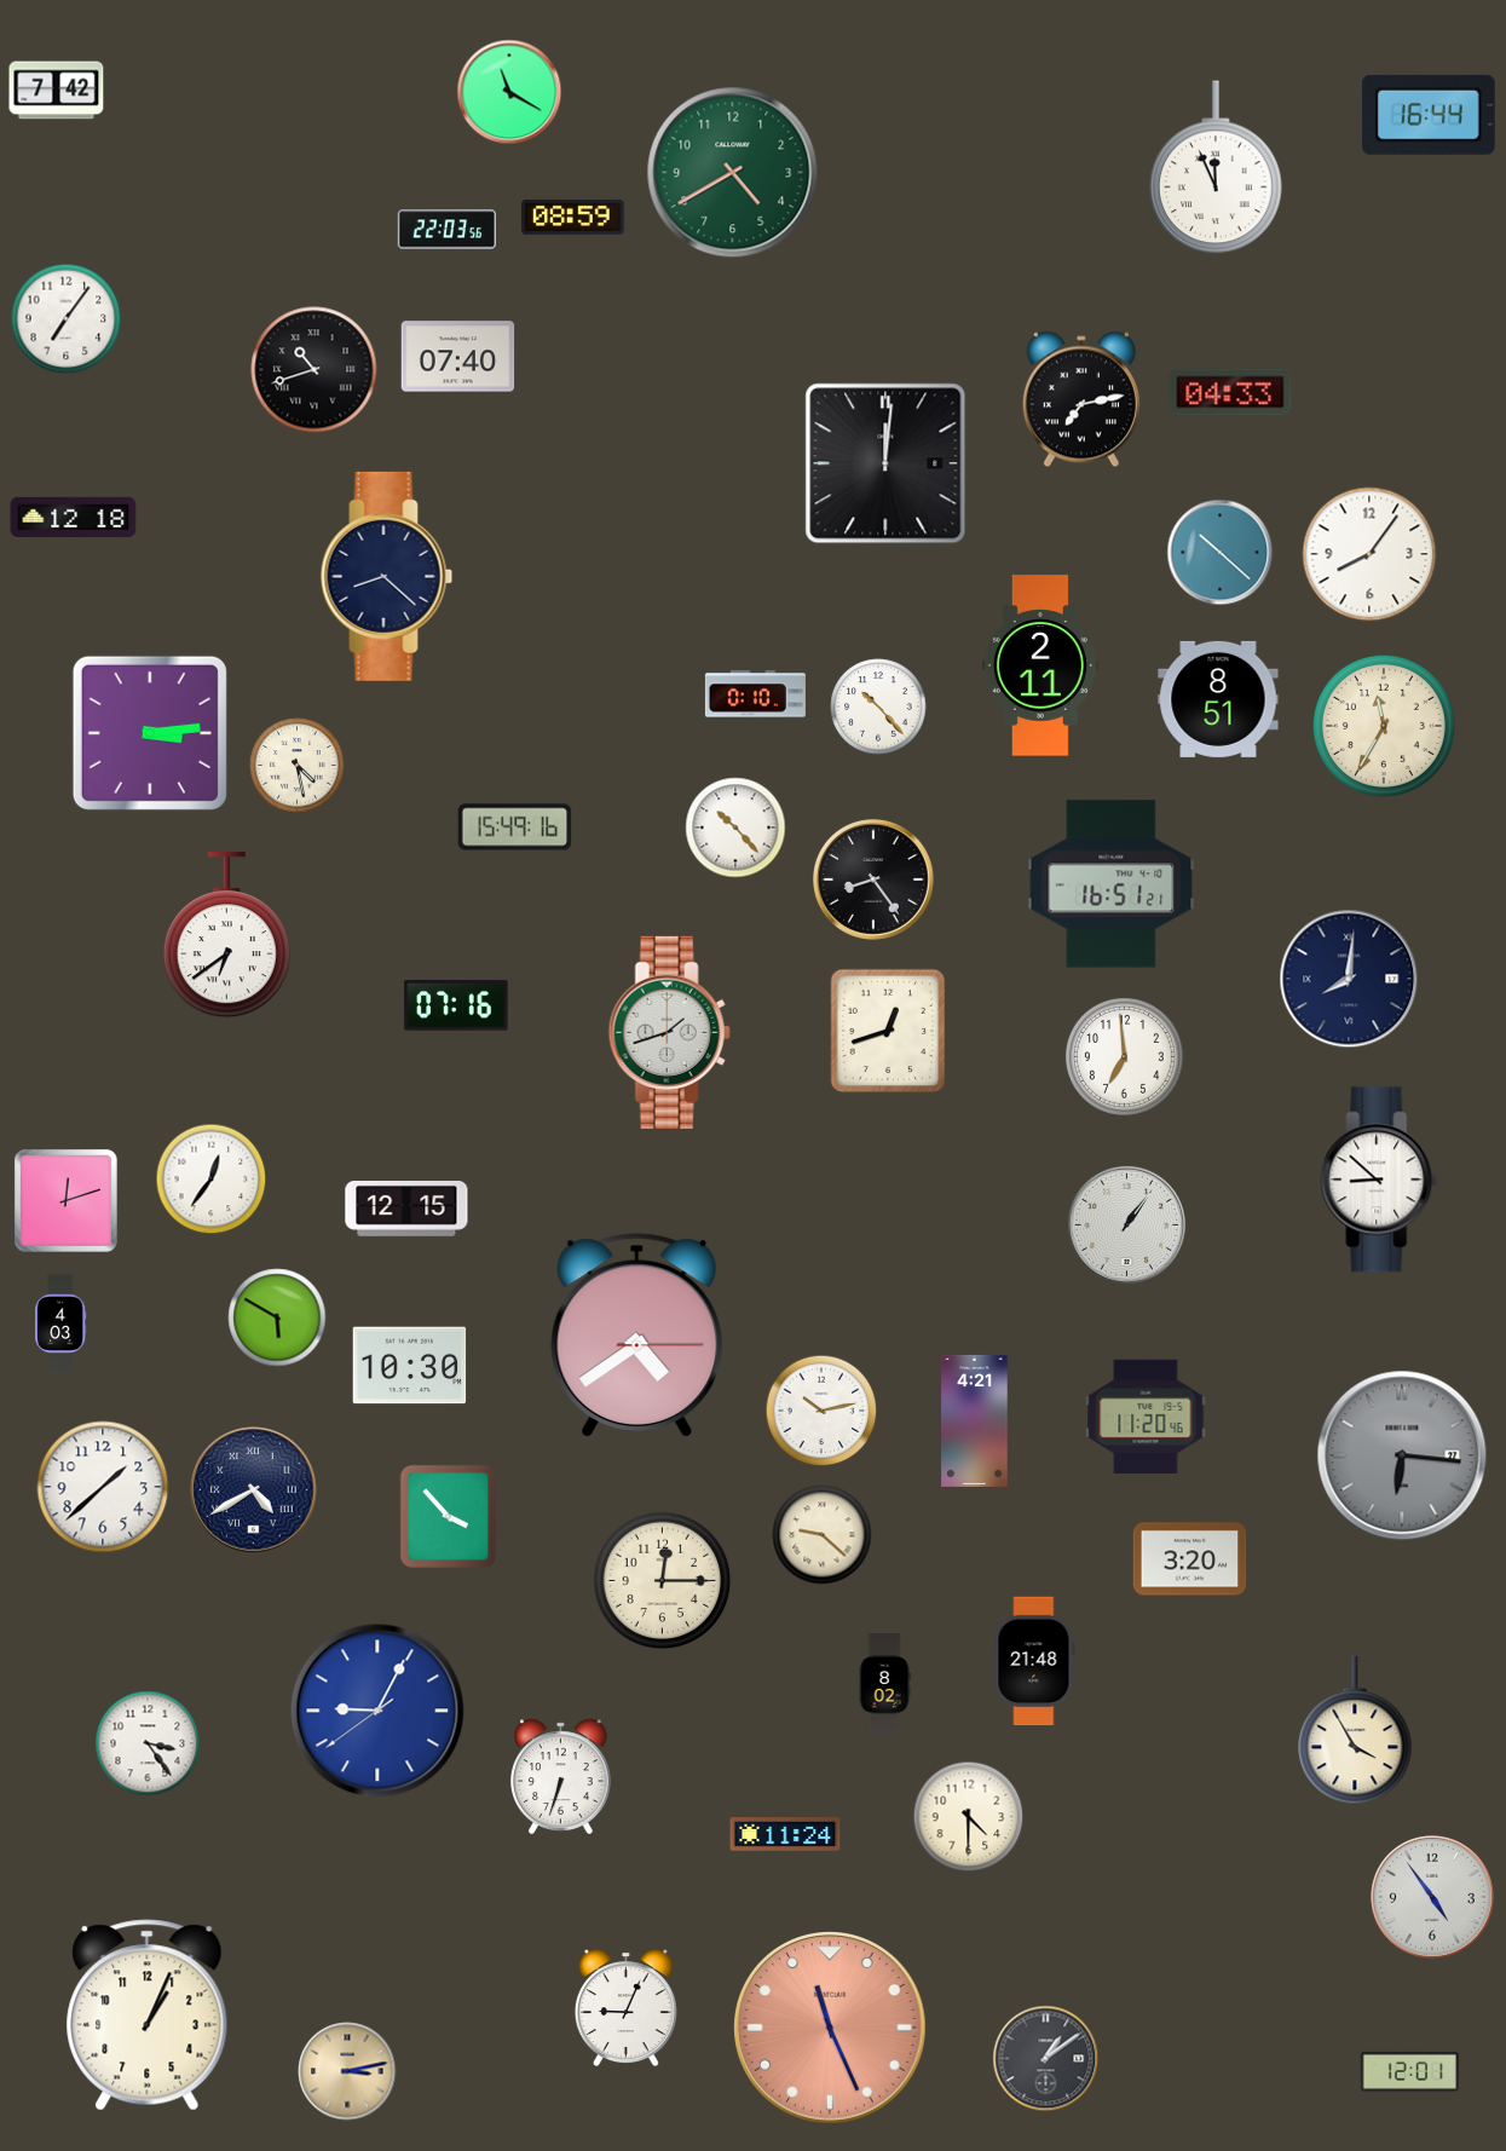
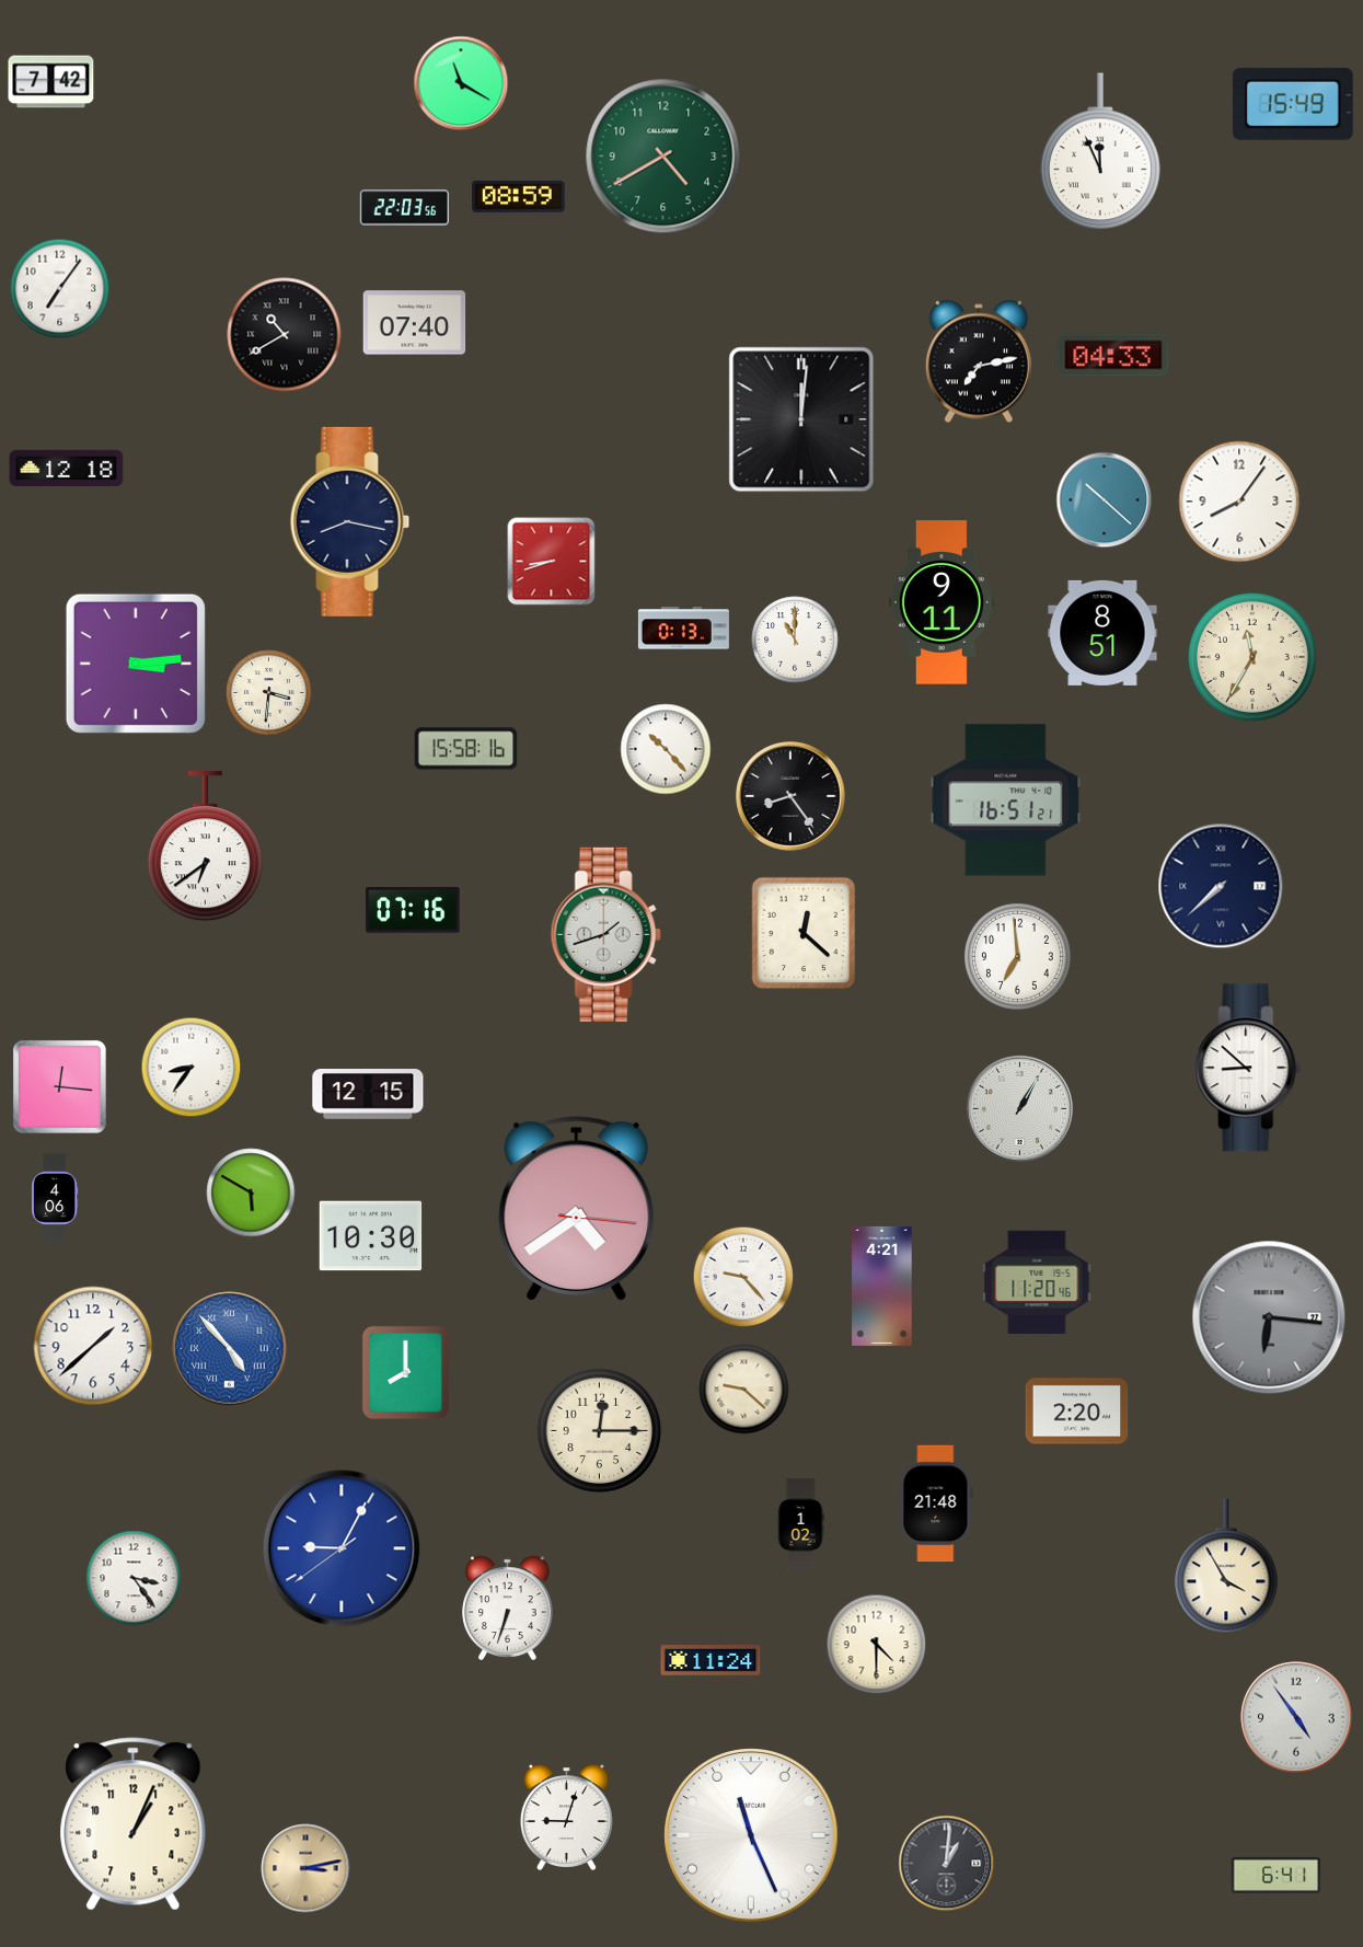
clock at (1429, 115): 16:44 -> 15:49
clock at (315, 370): 10:42 -> 10:40
clock at (387, 576): 8:22 -> 8:17
clock at (552, 562): none -> 8:42
clock at (1040, 665): 2:11 -> 9:11
clock at (755, 694): 0:10 -> 0:13
clock at (878, 707): 10:23 -> 11:00
clock at (298, 766): 4:28 -> 3:31
clock at (515, 827): 15:49 -> 15:58
clock at (1349, 979): 8:01 -> 7:38
clock at (888, 1031): 12:42 -> 12:22
clock at (212, 1180): 12:36 -> 8:36
clock at (65, 1200): 12:12 -> 12:16
clock at (1126, 1224): 1:06 -> 1:05
clock at (60, 1322): 4:03 -> 4:06
clock at (637, 1336): 4:39:15 -> 4:39:16
clock at (821, 1411): 10:13 -> 9:23
clock at (254, 1490): 4:40 -> 4:53
clock at (254, 1490) dial: navy -> blue
clock at (448, 1517): 3:53 -> 8:00
clock at (1190, 1559): 3:20 -> 2:20
clock at (884, 1685): 8:02 -> 1:02
clock at (625, 2007): 9:04 -> 9:03
clock at (830, 2028) dial: salmon -> white
clock at (1046, 2059): 1:09 -> 1:01
clock at (347, 2071) position: (347, 2071) -> (305, 1868)
clock at (1410, 2071): 12:01 -> 6:41
